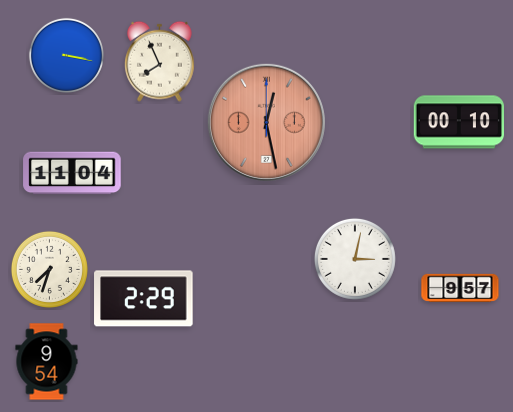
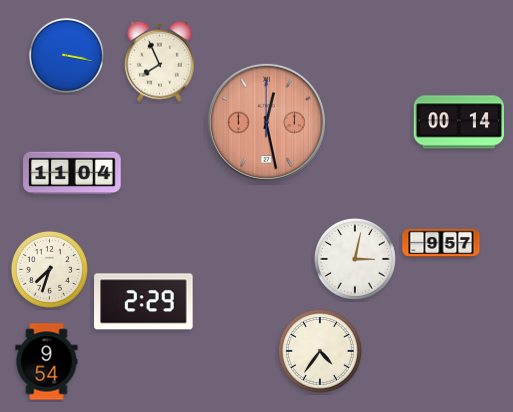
clock at (458, 122): 00:10 -> 00:14
clock at (460, 288) position: (460, 288) -> (441, 243)
clock at (144, 299) position: (144, 299) -> (144, 302)
clock at (320, 351): none -> 4:36
